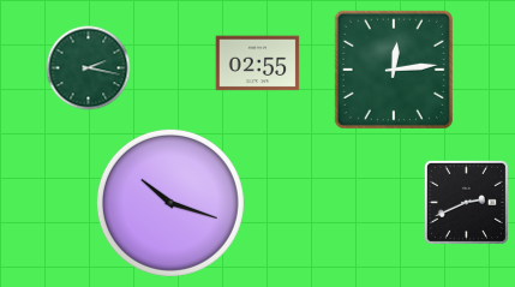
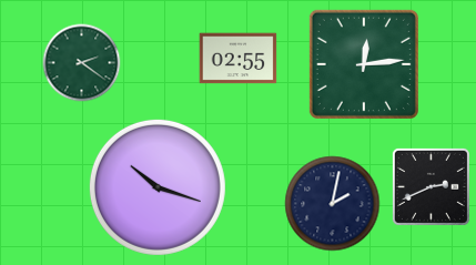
clock at (89, 68): 2:17 -> 2:21
clock at (333, 204): none -> 2:02
